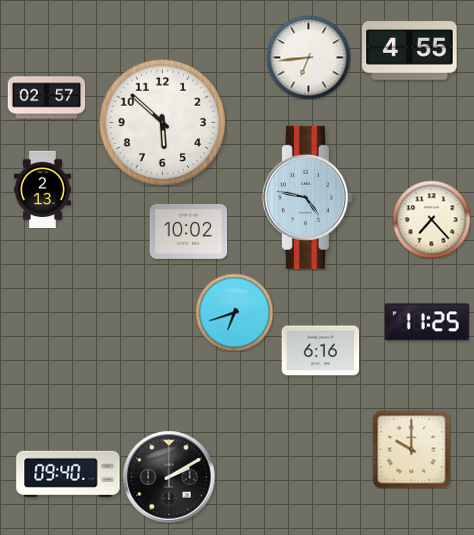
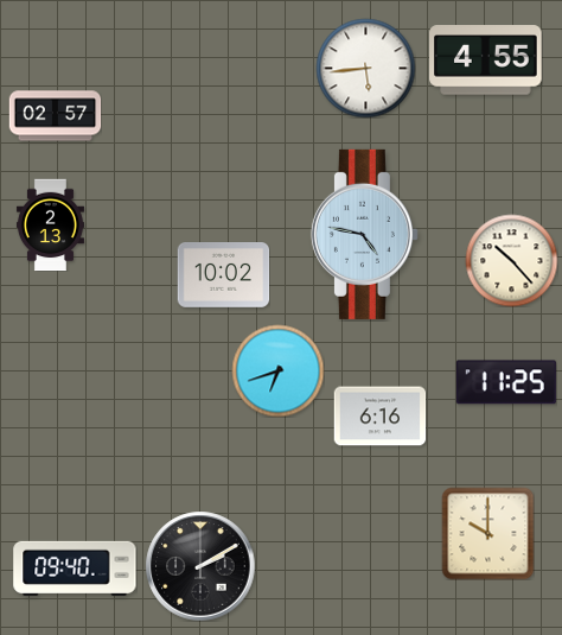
clock at (308, 57): 6:44 -> 5:44
clock at (162, 122): 5:52 -> none
clock at (431, 219): 7:23 -> 10:23
clock at (68, 474) position: (68, 474) -> (75, 569)
